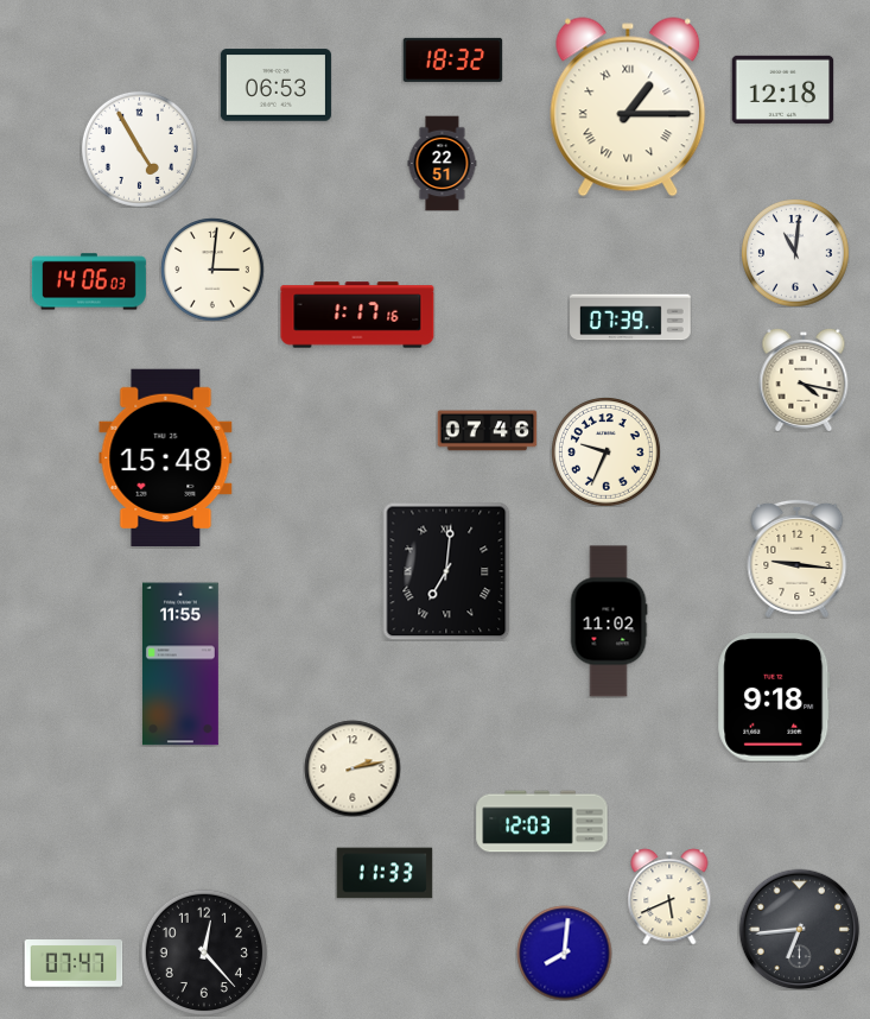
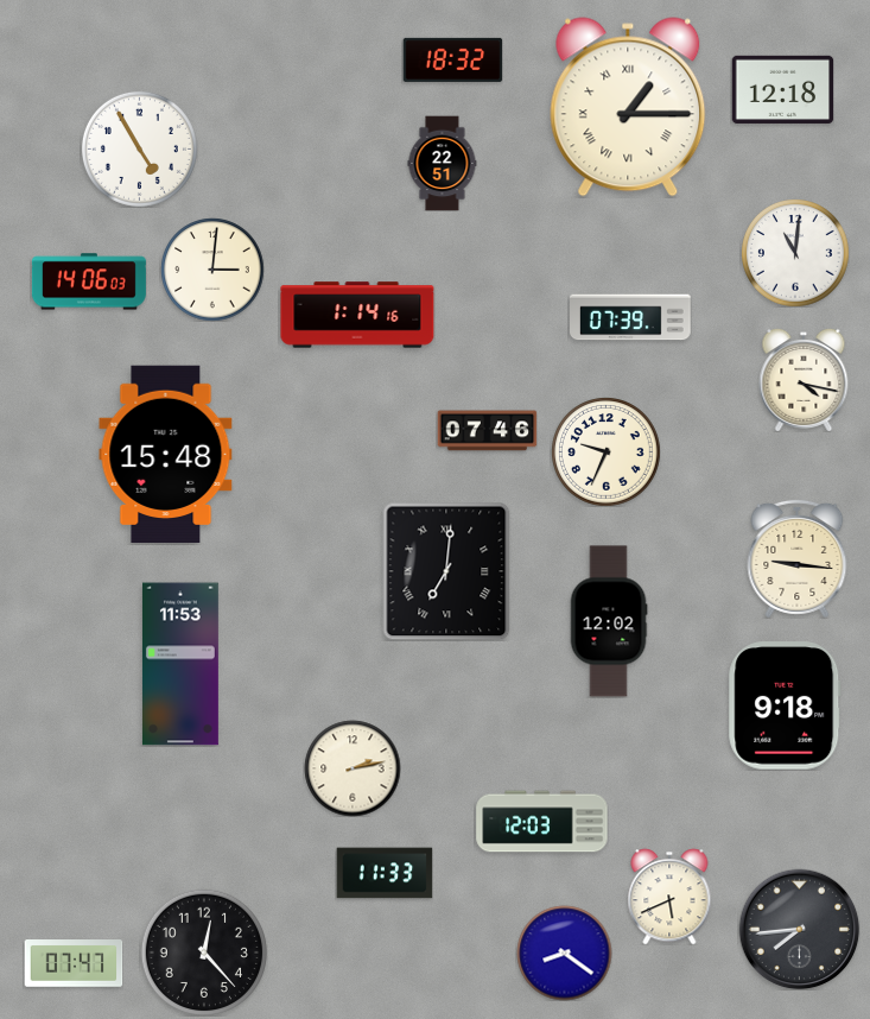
clock at (275, 86): 06:53 -> none
clock at (357, 315): 1:17 -> 1:14
clock at (166, 457) position: (166, 457) -> (166, 454)
clock at (609, 621): 11:02 -> 12:02
clock at (180, 664): 11:55 -> 11:53
clock at (774, 697) position: (774, 697) -> (785, 705)
clock at (799, 929): 6:44 -> 7:44
clock at (564, 952): 8:01 -> 8:21
